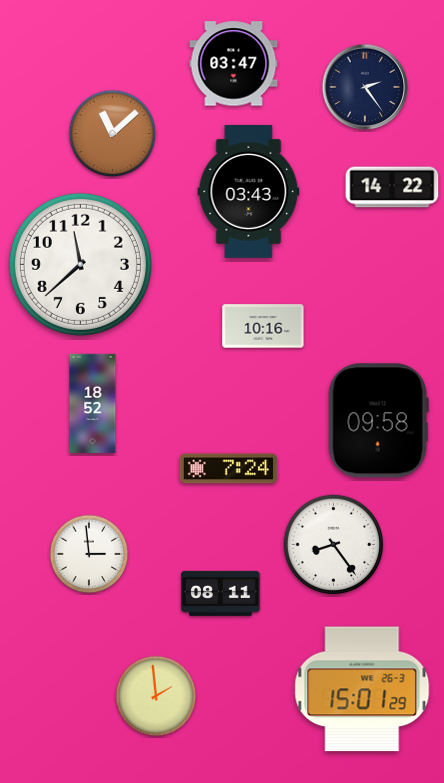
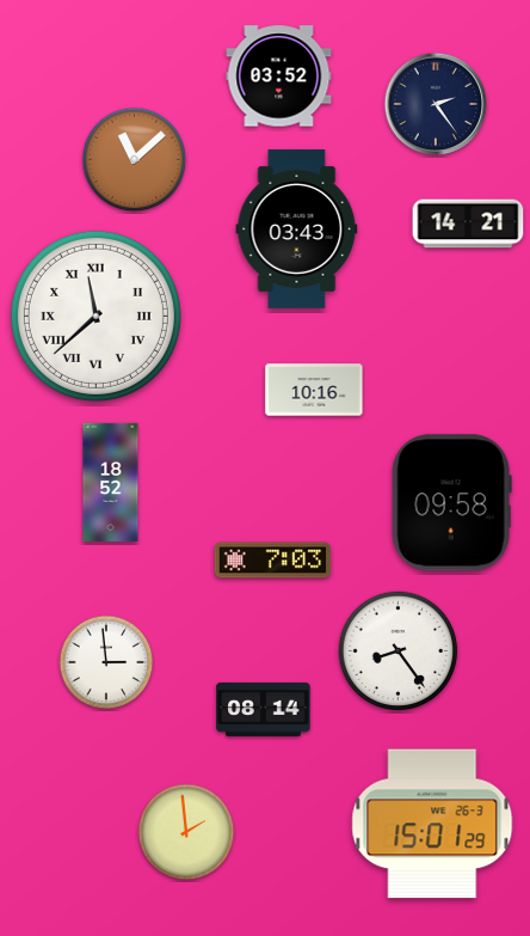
clock at (234, 64): 03:47 -> 03:52
clock at (392, 187): 14:22 -> 14:21
clock at (80, 264) numerals: Arabic -> Roman
clock at (229, 469): 7:24 -> 7:03
clock at (221, 593): 08:11 -> 08:14
